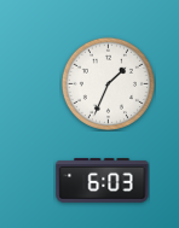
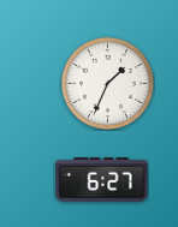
clock at (103, 181): 6:03 -> 6:27
